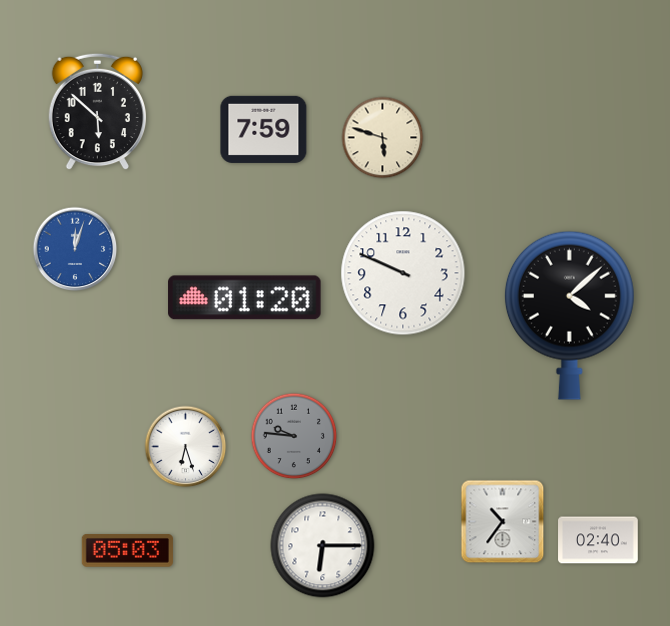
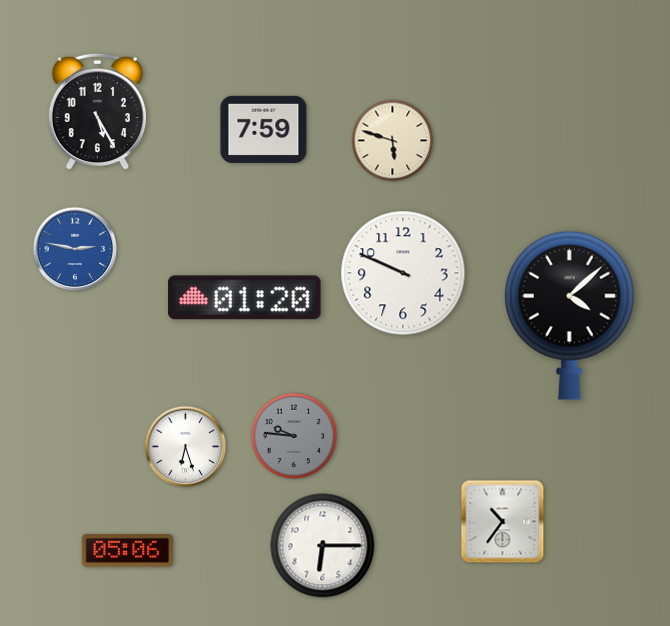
clock at (97, 112): 5:52 -> 5:25
clock at (383, 138) position: (383, 138) -> (393, 141)
clock at (75, 249): 12:03 -> 2:47
clock at (598, 540): 02:40 -> none
clock at (127, 551): 05:03 -> 05:06
